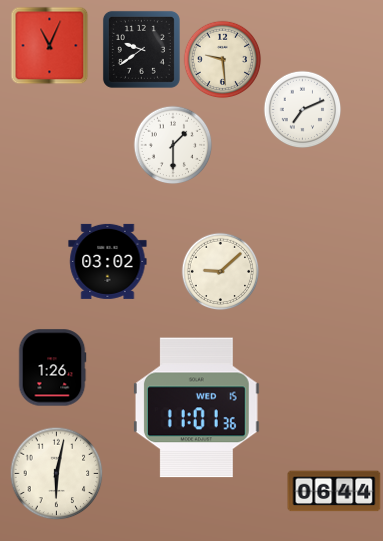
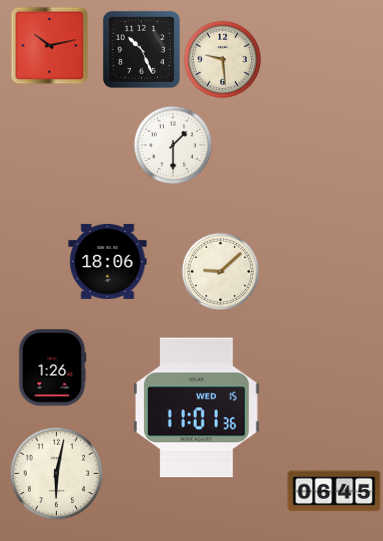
clock at (49, 45): 11:04 -> 10:13
clock at (141, 49): 9:39 -> 10:26
clock at (302, 109): 7:11 -> none
clock at (108, 261): 03:02 -> 18:06
clock at (334, 491): 06:44 -> 06:45
